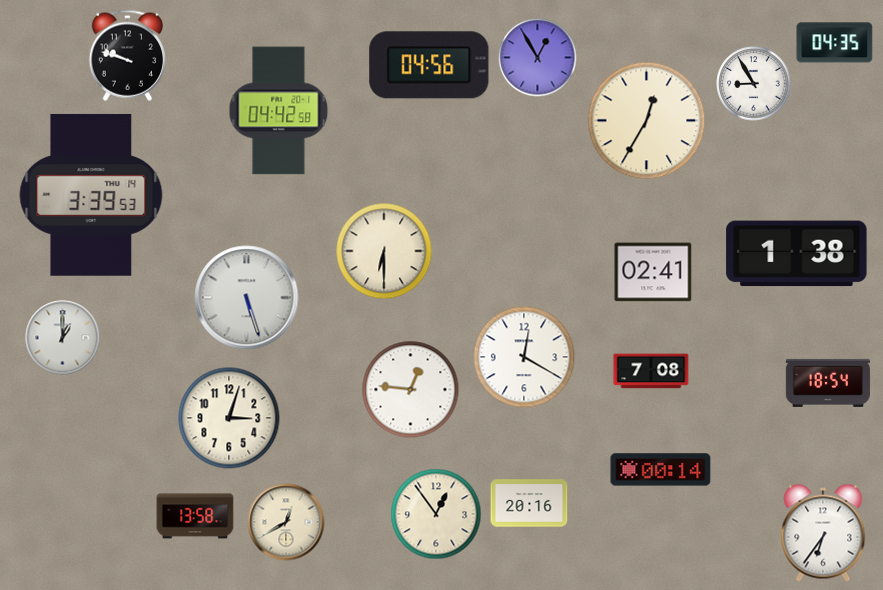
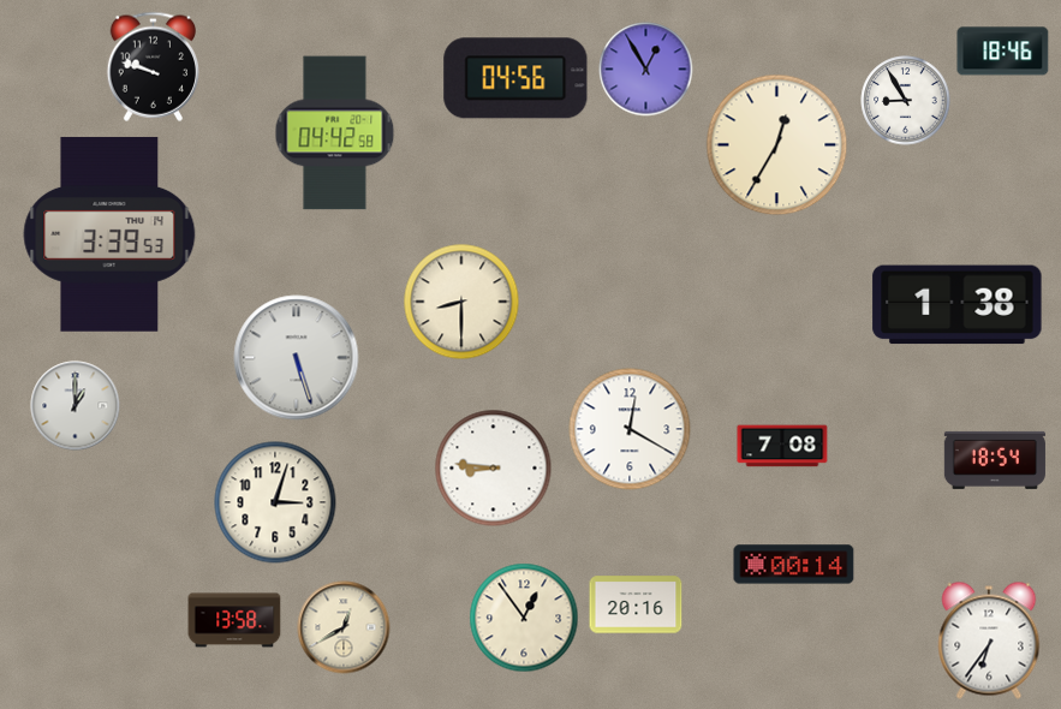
clock at (835, 43): 04:35 -> 18:46
clock at (384, 251): 6:30 -> 8:30
clock at (653, 272): 02:41 -> none
clock at (411, 390): 12:46 -> 8:46
